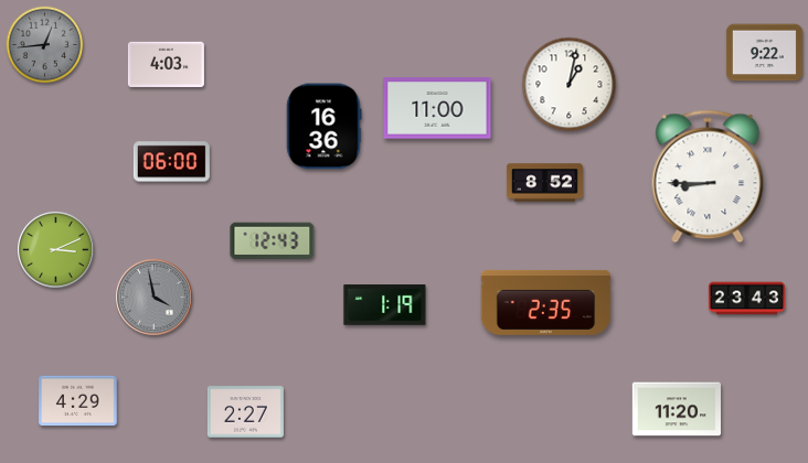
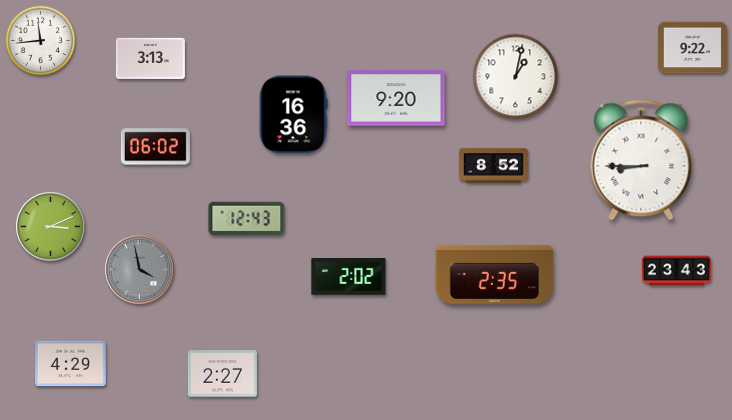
clock at (45, 45): 12:44 -> 11:44
clock at (45, 45) dial: grey -> white
clock at (166, 64): 4:03 -> 3:13
clock at (437, 108): 11:00 -> 9:20
clock at (171, 162): 06:00 -> 06:02
clock at (385, 305): 1:19 -> 2:02
clock at (677, 409): 11:20 -> none
